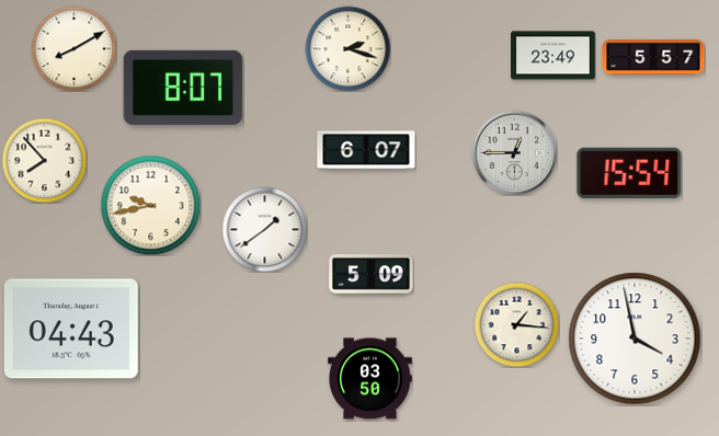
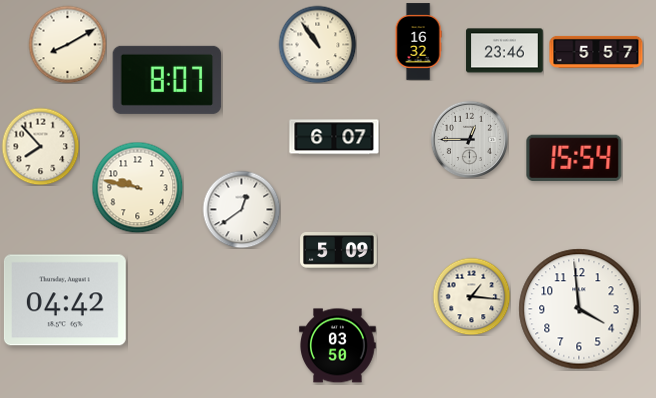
clock at (418, 42): none -> 16:32
clock at (347, 48): 2:18 -> 10:54
clock at (553, 56): 23:49 -> 23:46
clock at (150, 205): 9:43 -> 9:47
clock at (264, 229): 1:39 -> 12:39
clock at (71, 329): 04:43 -> 04:42
clock at (635, 339): 3:58 -> 3:59
